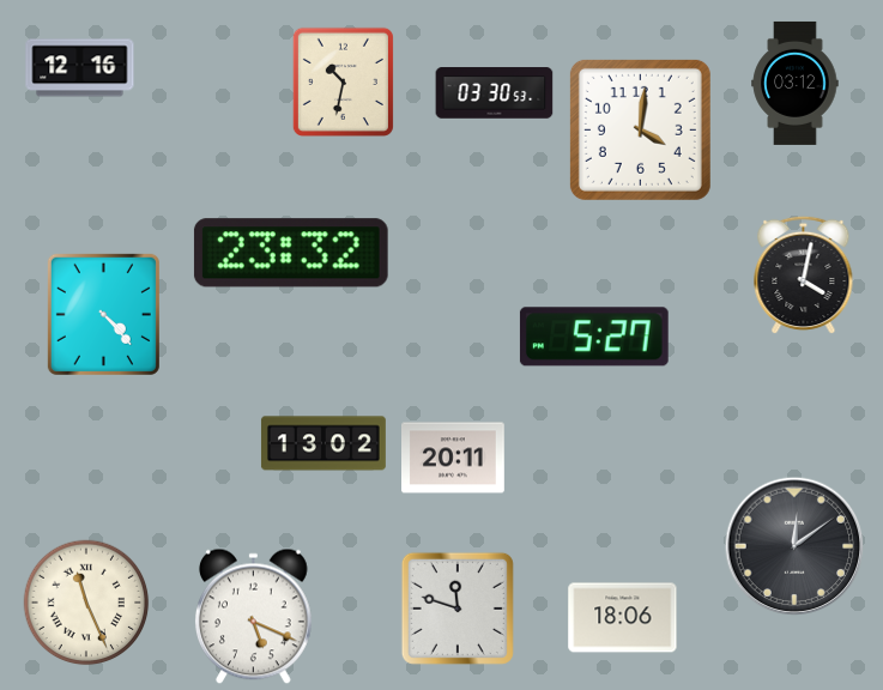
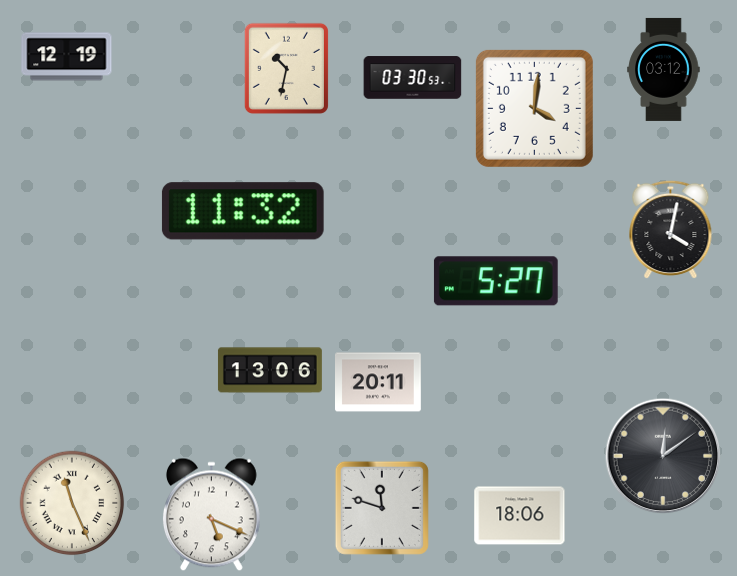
clock at (80, 68): 12:16 -> 12:19
clock at (291, 253): 23:32 -> 11:32
clock at (103, 314): 4:23 -> none
clock at (323, 443): 13:02 -> 13:06
